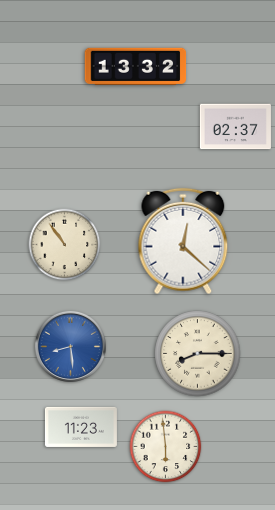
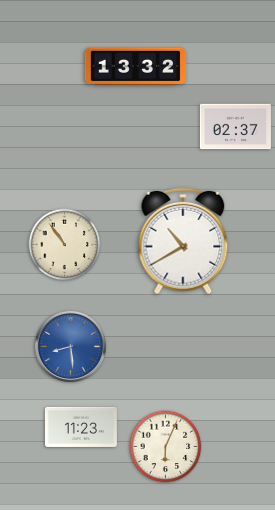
clock at (183, 241): 12:22 -> 10:40
clock at (198, 354): 8:15 -> none
clock at (166, 447): 5:59 -> 6:04
